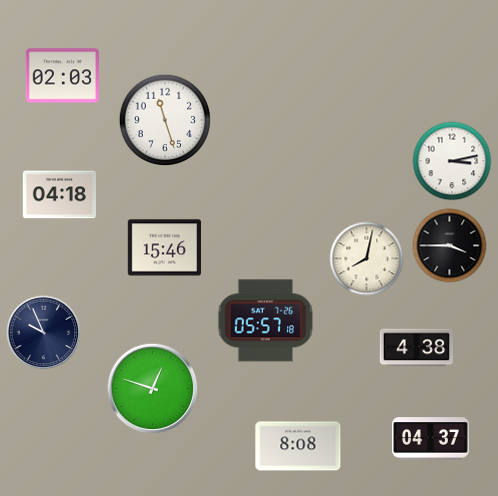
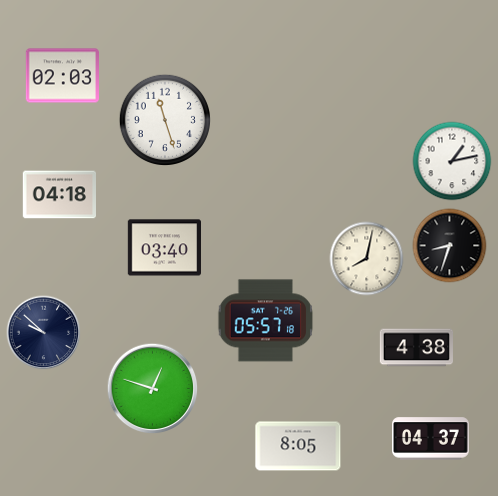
clock at (452, 161): 3:13 -> 1:13
clock at (450, 246): 3:45 -> 8:33
clock at (164, 248): 15:46 -> 03:40
clock at (44, 333): 9:56 -> 9:52
clock at (298, 446): 8:08 -> 8:05
